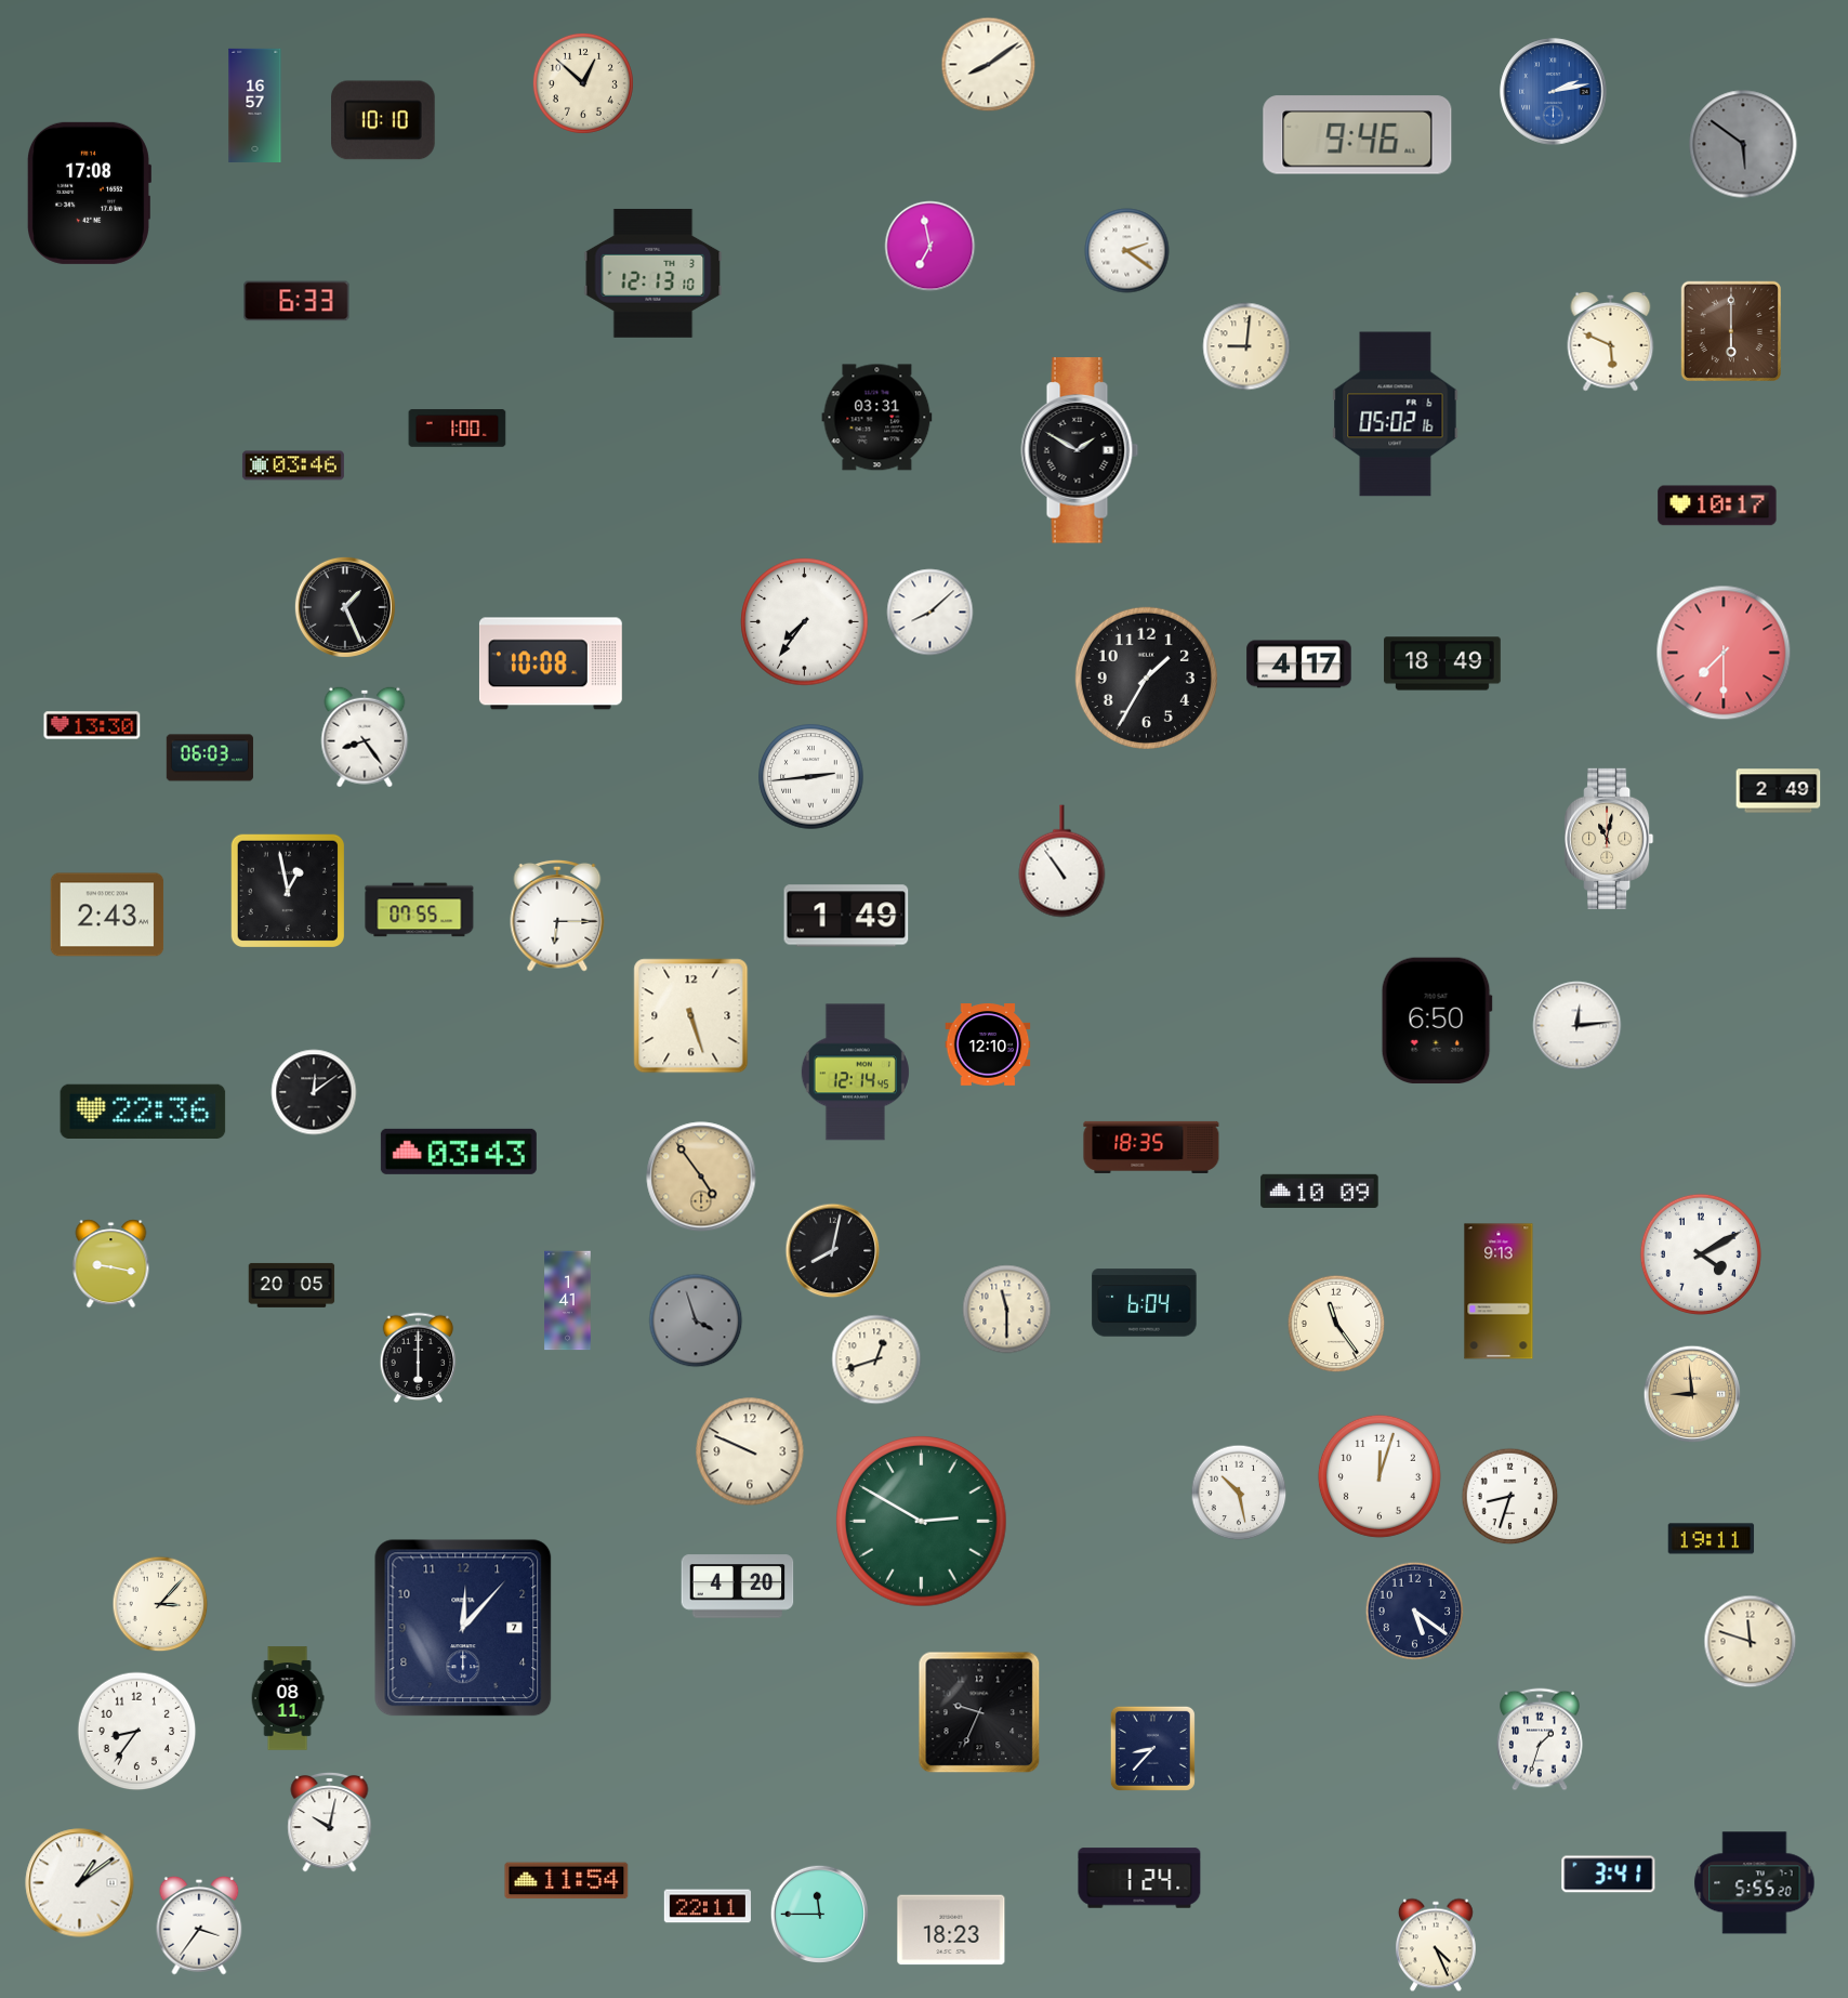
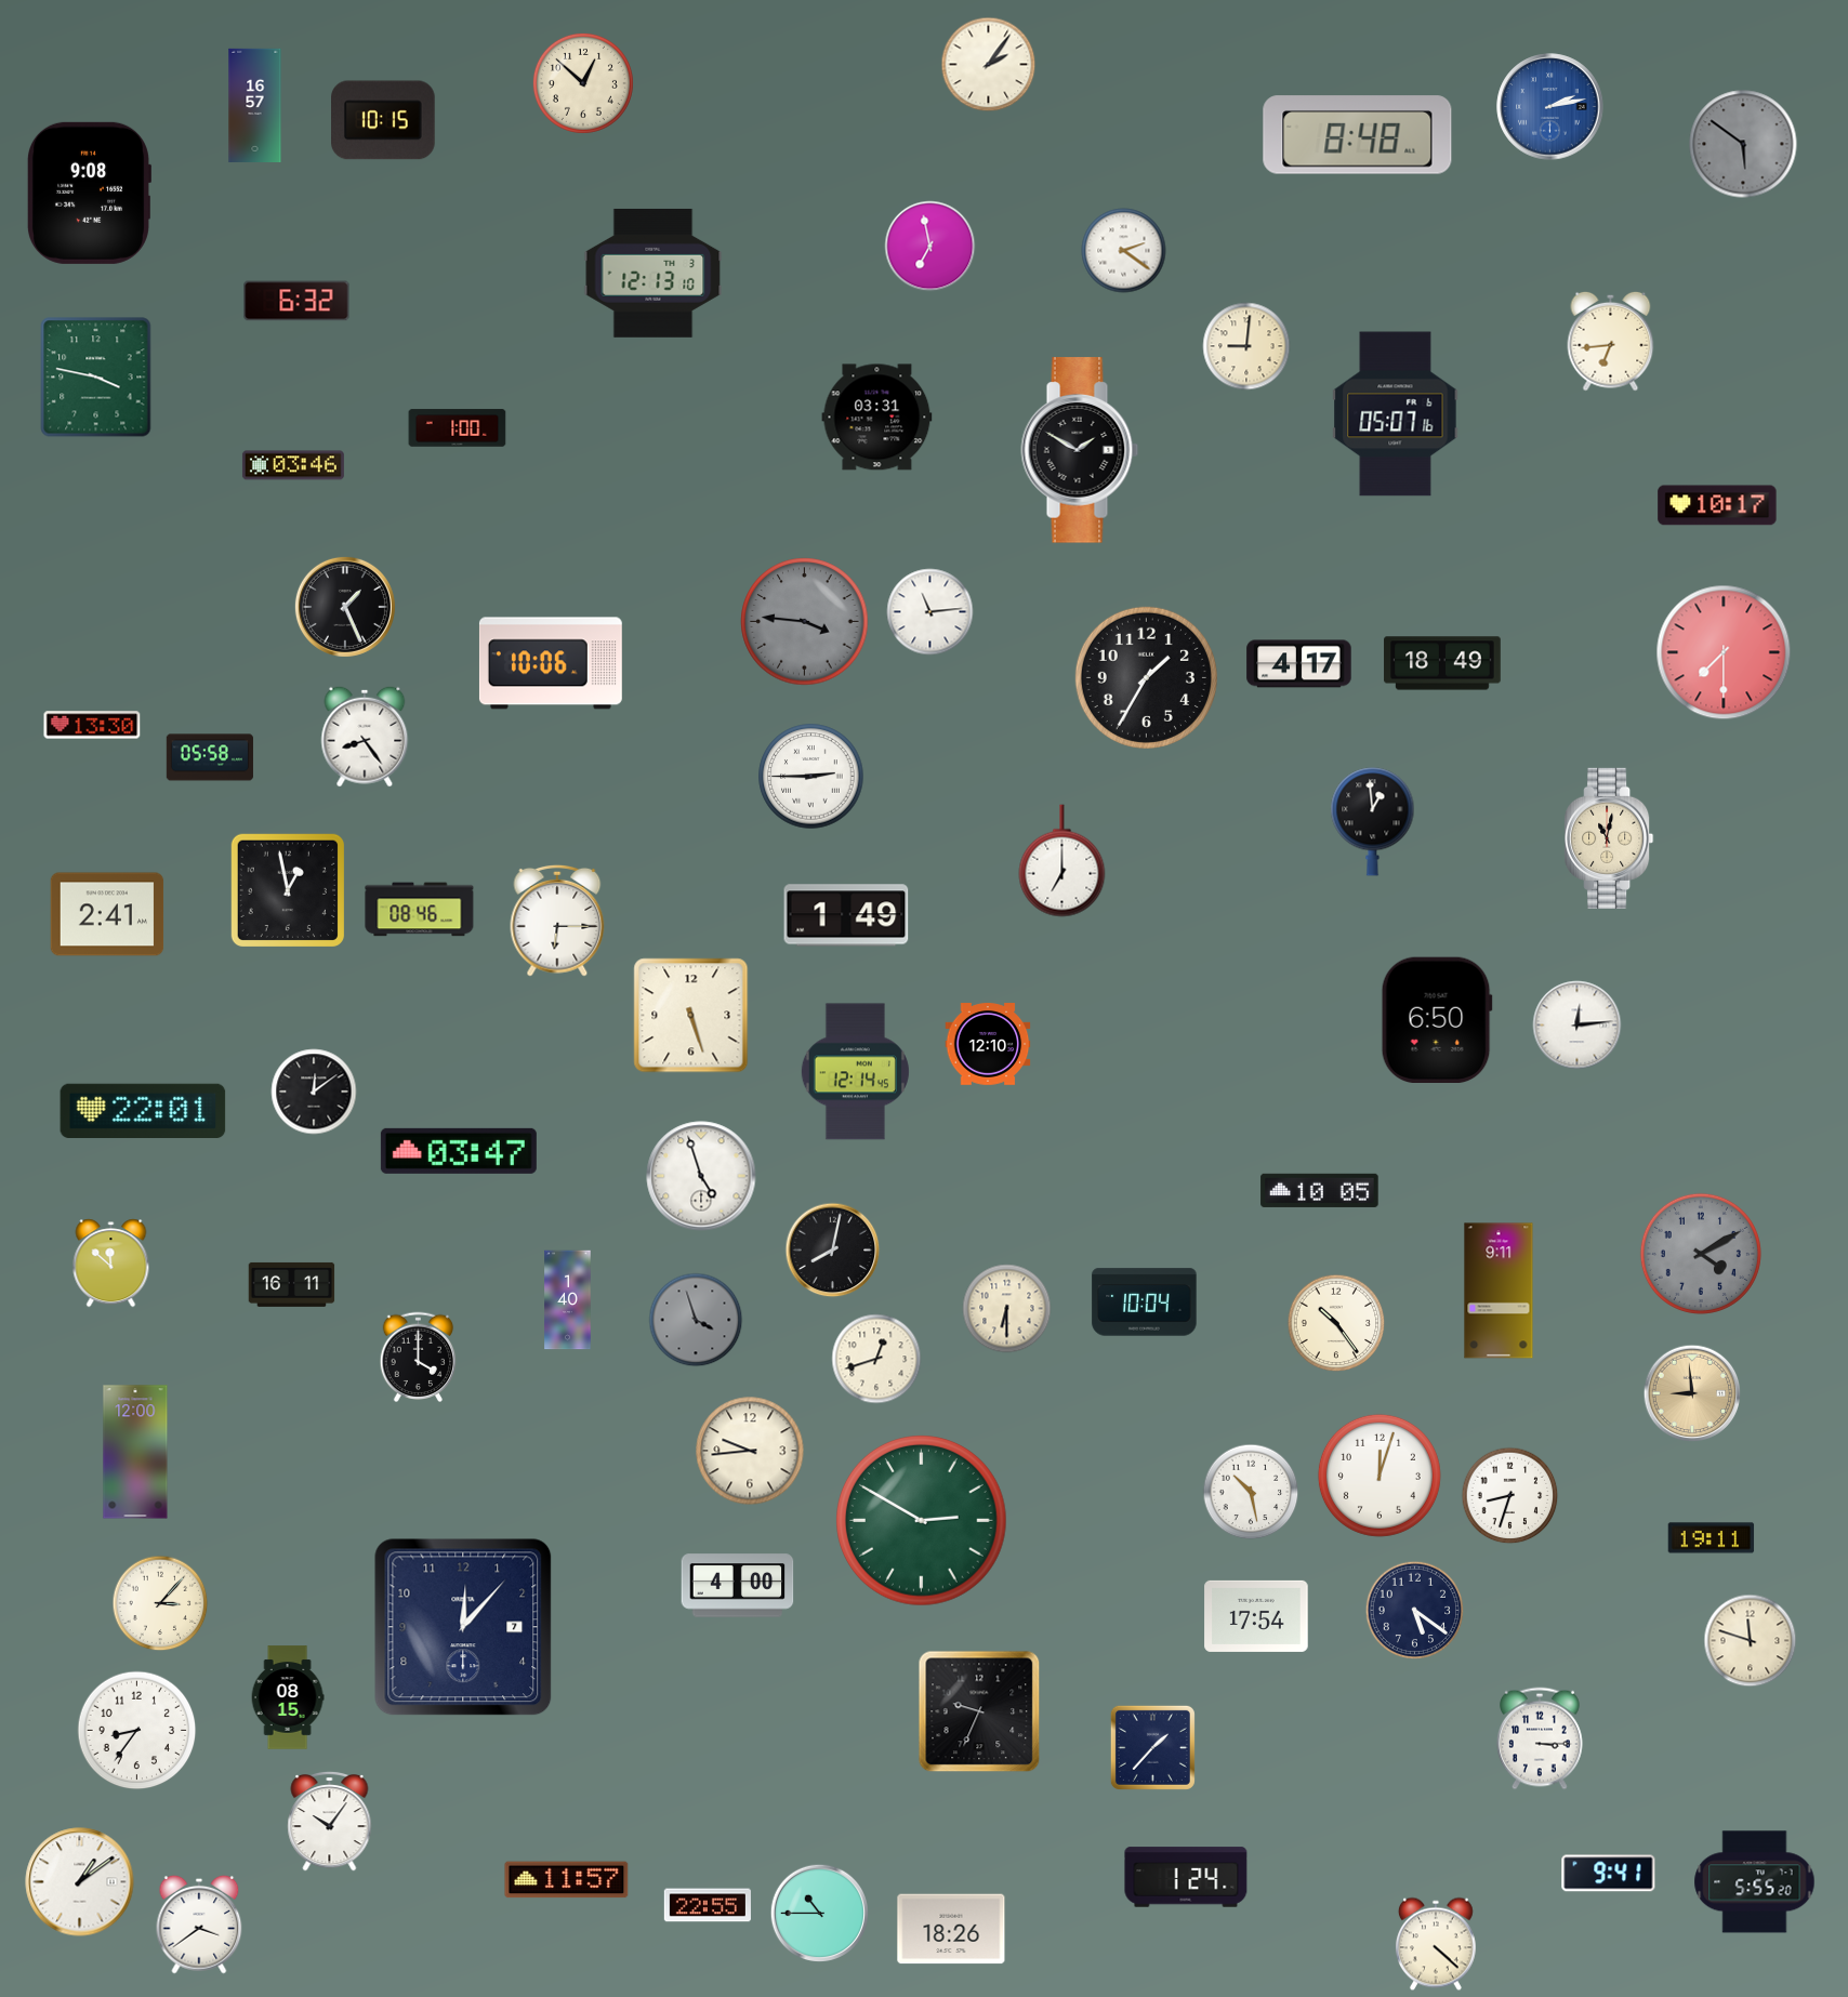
clock at (989, 65): 8:09 -> 2:06
clock at (1554, 92) position: (1554, 92) -> (1550, 107)
clock at (384, 120): 10:10 -> 10:15
clock at (1358, 135): 9:46 -> 8:48
clock at (89, 193): 17:08 -> 9:08
clock at (1127, 251) position: (1127, 251) -> (1124, 251)
clock at (296, 301): 6:33 -> 6:32
clock at (1731, 331): 6:00 -> none
clock at (1611, 341): 5:49 -> 6:44
clock at (96, 378): none -> 3:47
clock at (1396, 415): 05:02 -> 05:07
clock at (930, 613): 8:08 -> 11:14
clock at (805, 622): 7:36 -> 3:46
clock at (805, 622) dial: white -> grey
clock at (551, 663): 10:08 -> 10:06
clock at (210, 758): 06:03 -> 05:58
clock at (811, 777): 2:44 -> 2:45
clock at (1779, 791): 2:49 -> none
clock at (1373, 822): none -> 12:59
clock at (1062, 862): 10:54 -> 7:00
clock at (420, 910): 07:55 -> 08:46
clock at (107, 915): 2:43 -> 2:41
clock at (557, 916) position: (557, 916) -> (557, 921)
clock at (143, 1112): 22:36 -> 22:01
clock at (1151, 1147): 18:35 -> none
clock at (459, 1152): 03:43 -> 03:47
clock at (701, 1177): 4:54 -> 4:57
clock at (701, 1177) dial: champagne -> white
clock at (1320, 1191): 10:09 -> 10:05
clock at (1701, 1254) dial: white -> grey
clock at (111, 1264): 9:17 -> 11:52
clock at (292, 1285): 20:05 -> 16:11
clock at (1499, 1291): 9:13 -> 9:11
clock at (568, 1301): 1:41 -> 1:40
clock at (1145, 1303): 6:04 -> 10:04
clock at (1007, 1310): 11:30 -> 6:30
clock at (1336, 1324): 11:24 -> 10:24
clock at (419, 1357): 6:00 -> 4:00
clock at (750, 1451): 9:49 -> 9:44
clock at (135, 1452): none -> 12:00
clock at (1239, 1493) position: (1239, 1493) -> (1251, 1492)
clock at (738, 1587): 4:20 -> 4:00
clock at (1256, 1616): none -> 17:54
clock at (288, 1698): 08:11 -> 08:15
clock at (1541, 1739): 1:33 -> 3:15
clock at (1152, 1748): 8:37 -> 1:37
clock at (330, 1822): 10:02 -> 10:06
clock at (1609, 1875): 3:41 -> 9:41
clock at (1139, 1878) position: (1139, 1878) -> (1186, 1877)
clock at (567, 1881): 11:54 -> 11:57
clock at (708, 1906): 22:11 -> 22:55
clock at (820, 1915): 11:45 -> 10:45
clock at (199, 1925): 3:36 -> 3:39
clock at (951, 1930): 18:23 -> 18:26
clock at (1436, 1945): 4:26 -> 4:22
